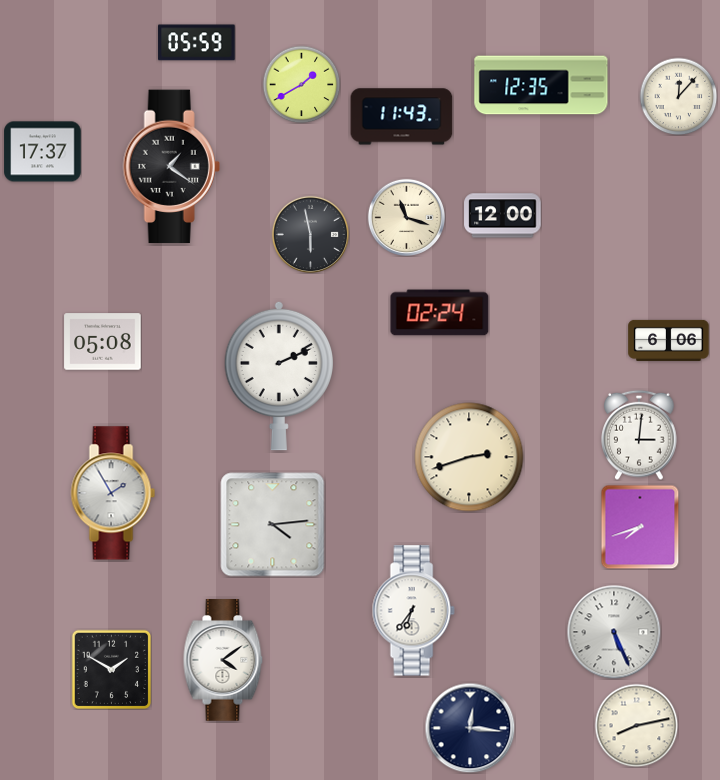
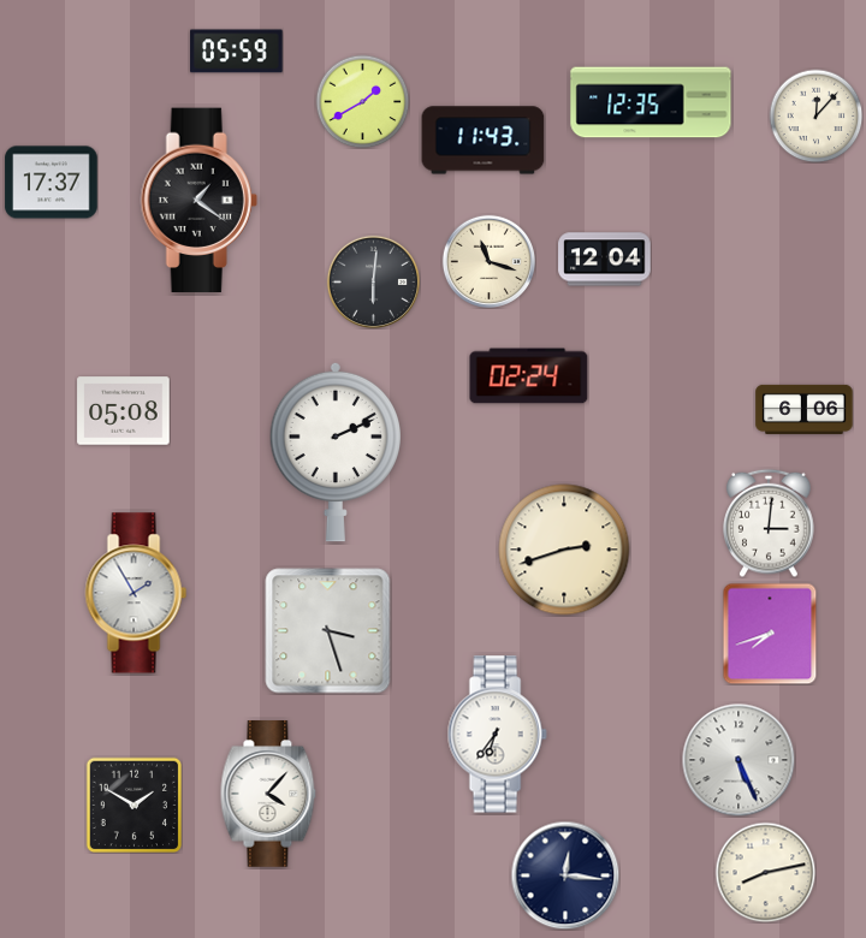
clock at (171, 167) position: (171, 167) -> (198, 201)
clock at (503, 216): 12:00 -> 12:04
clock at (310, 234): 5:58 -> 6:01
clock at (273, 525): 4:14 -> 3:27
clock at (223, 661): 4:09 -> 4:07
